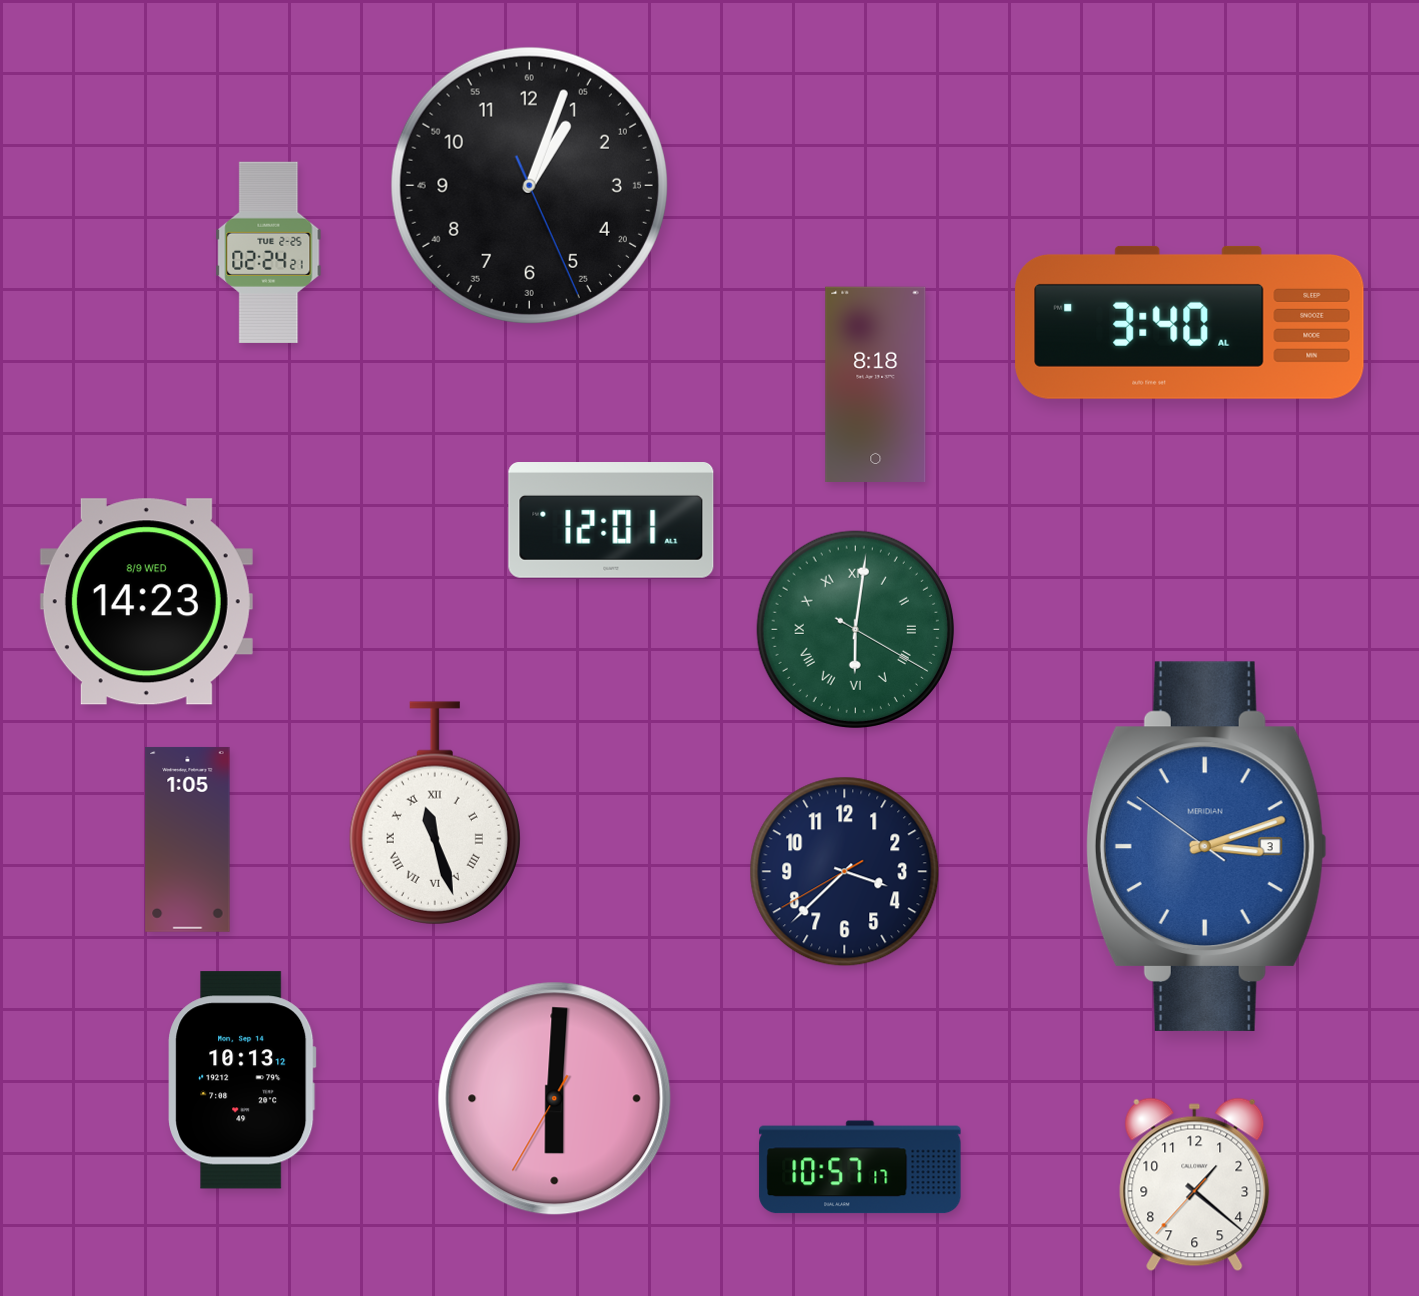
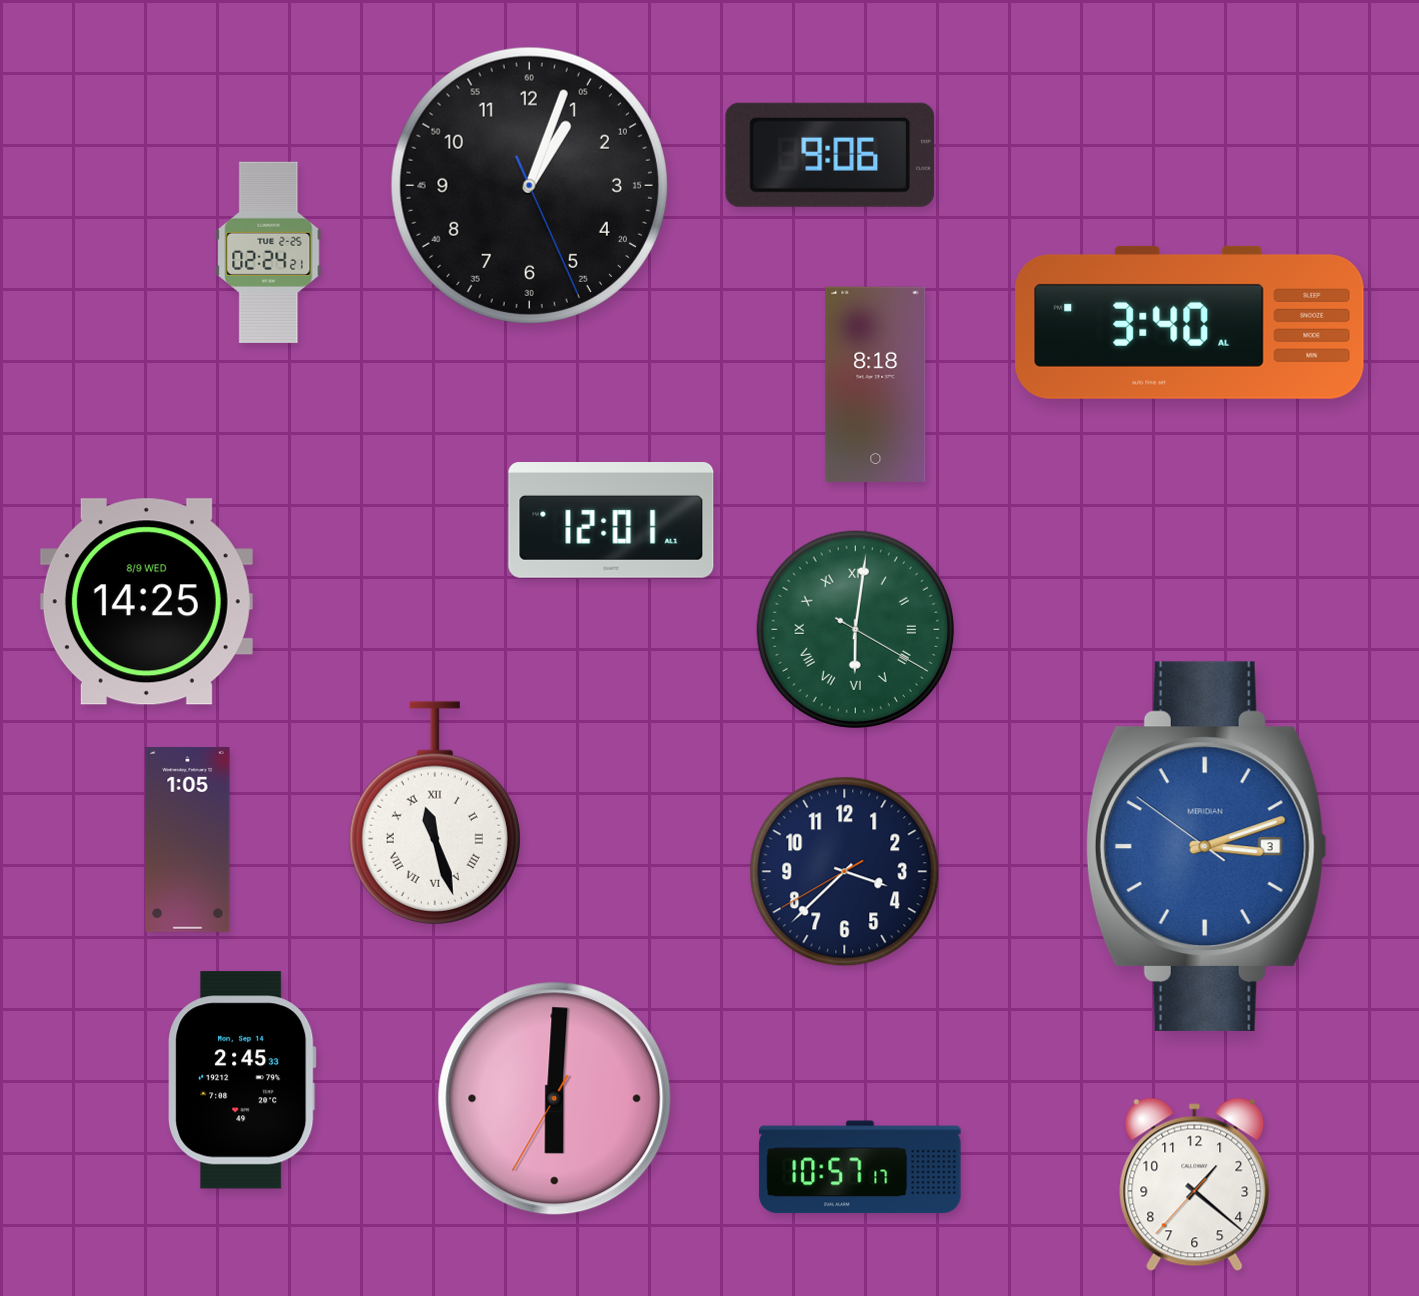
clock at (830, 155): none -> 9:06
clock at (146, 602): 14:23 -> 14:25
clock at (242, 1080): 10:13 -> 2:45
